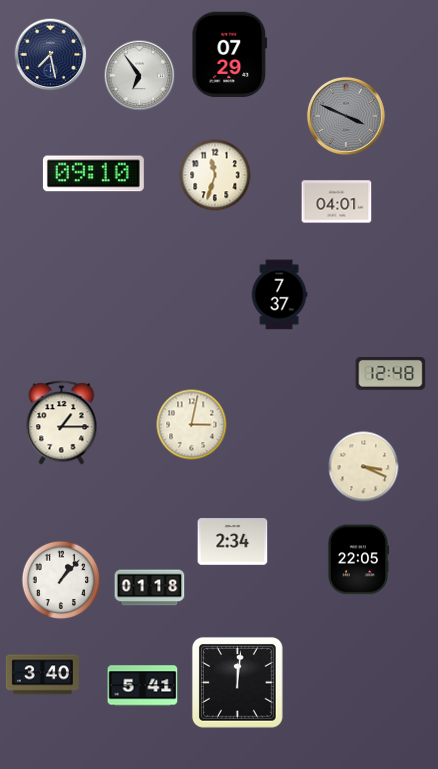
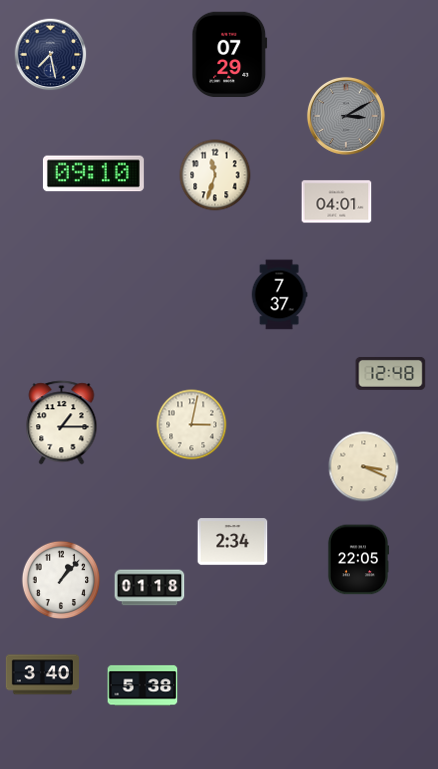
clock at (140, 76): 6:54 -> none
clock at (346, 116): 3:49 -> 3:10
clock at (237, 682): 12:01 -> none
clock at (143, 686): 5:41 -> 5:38
